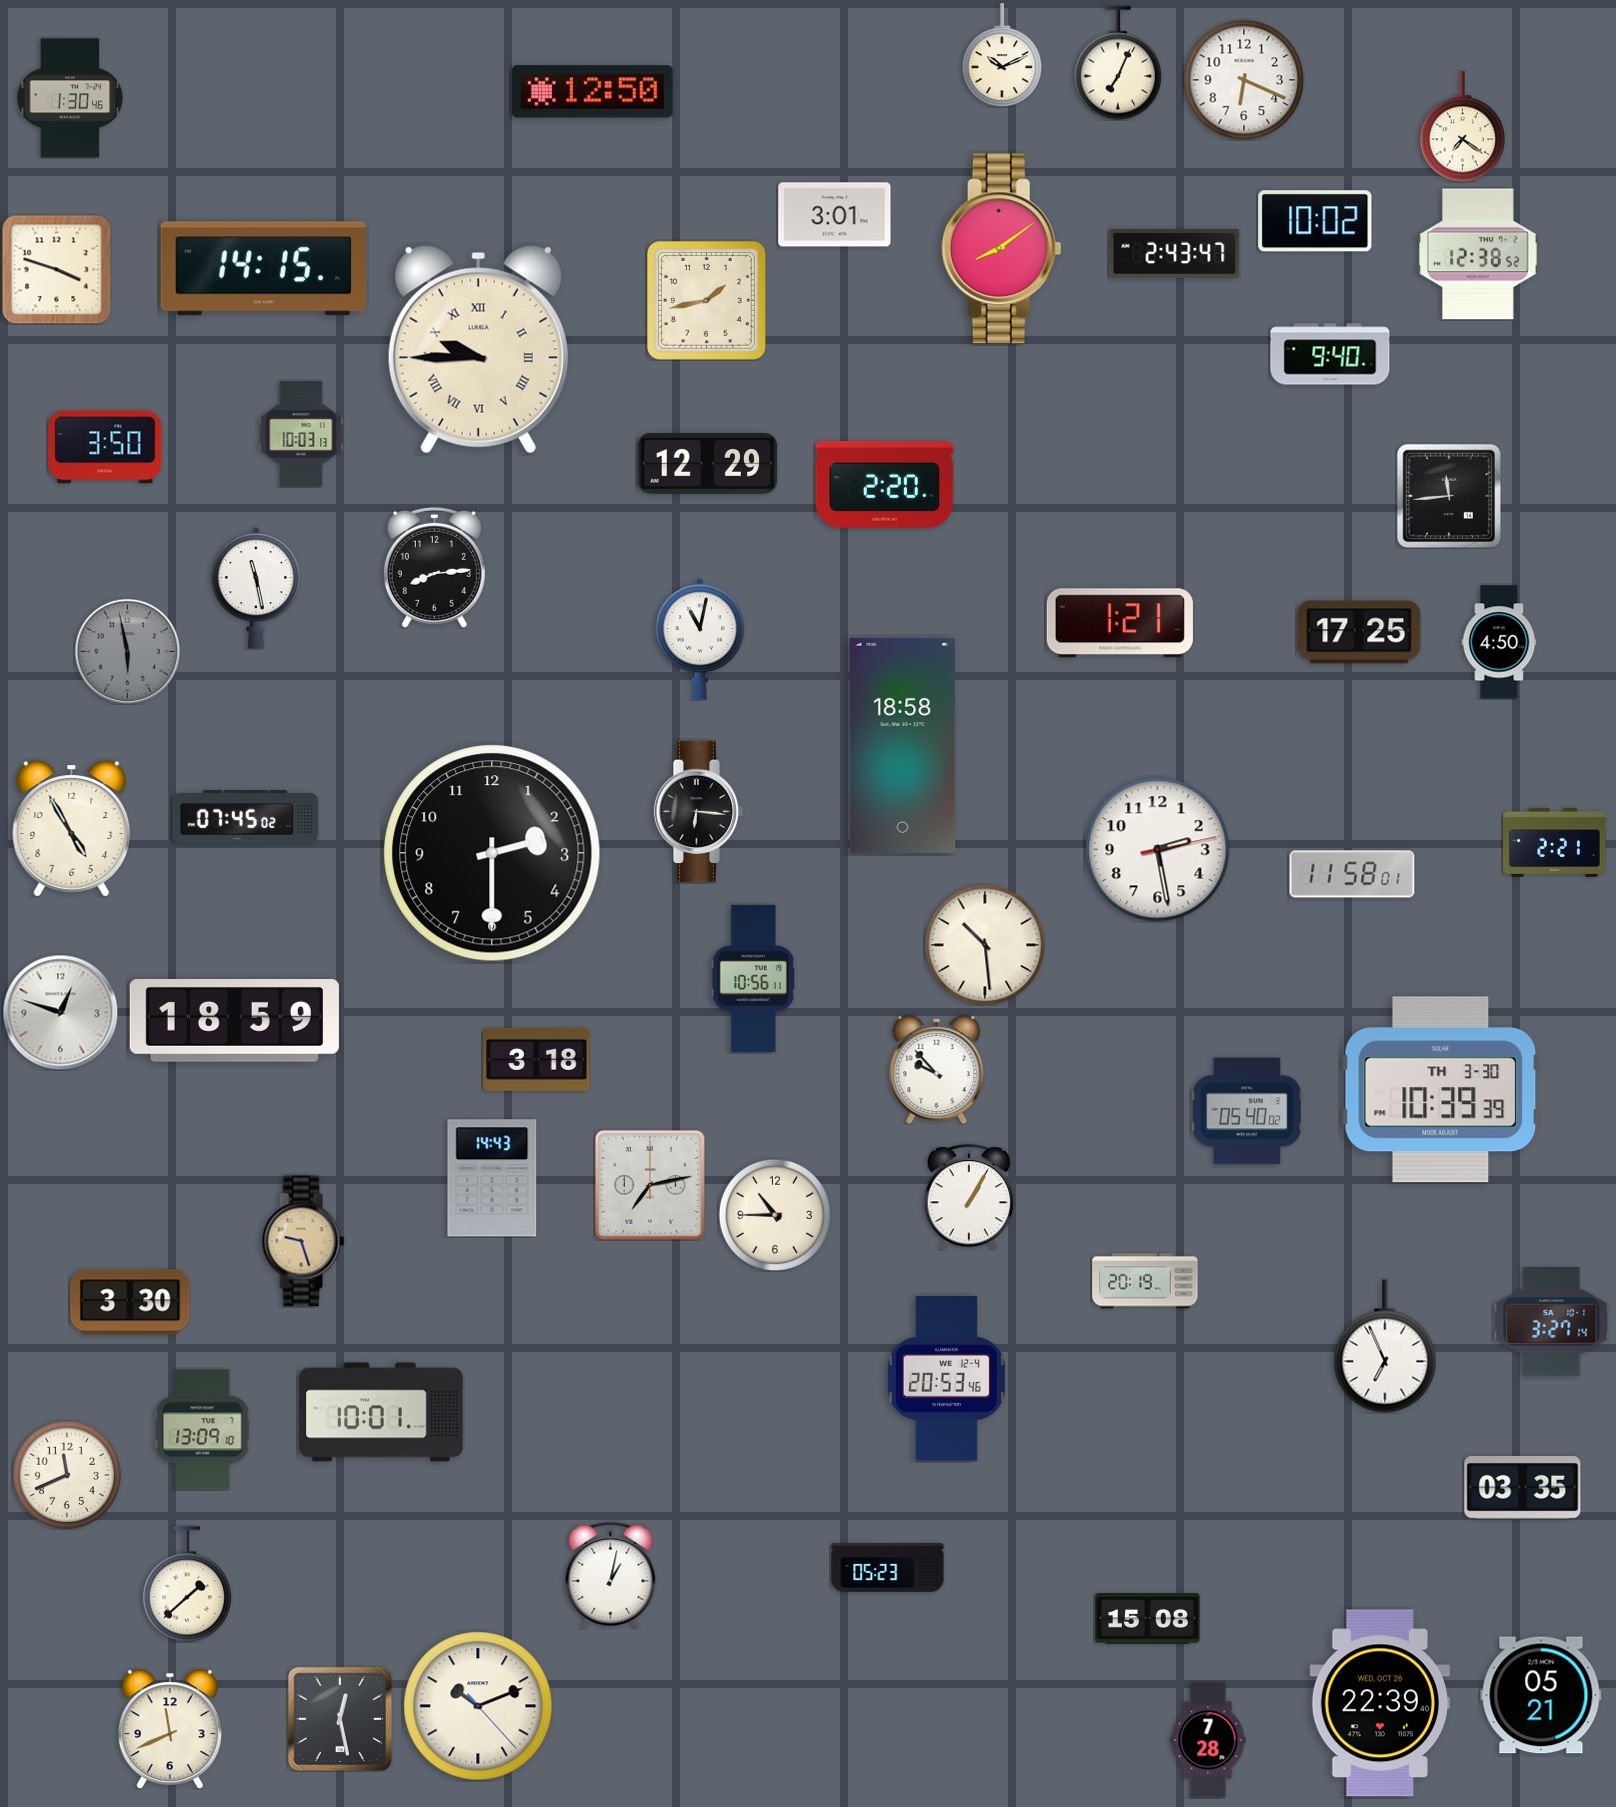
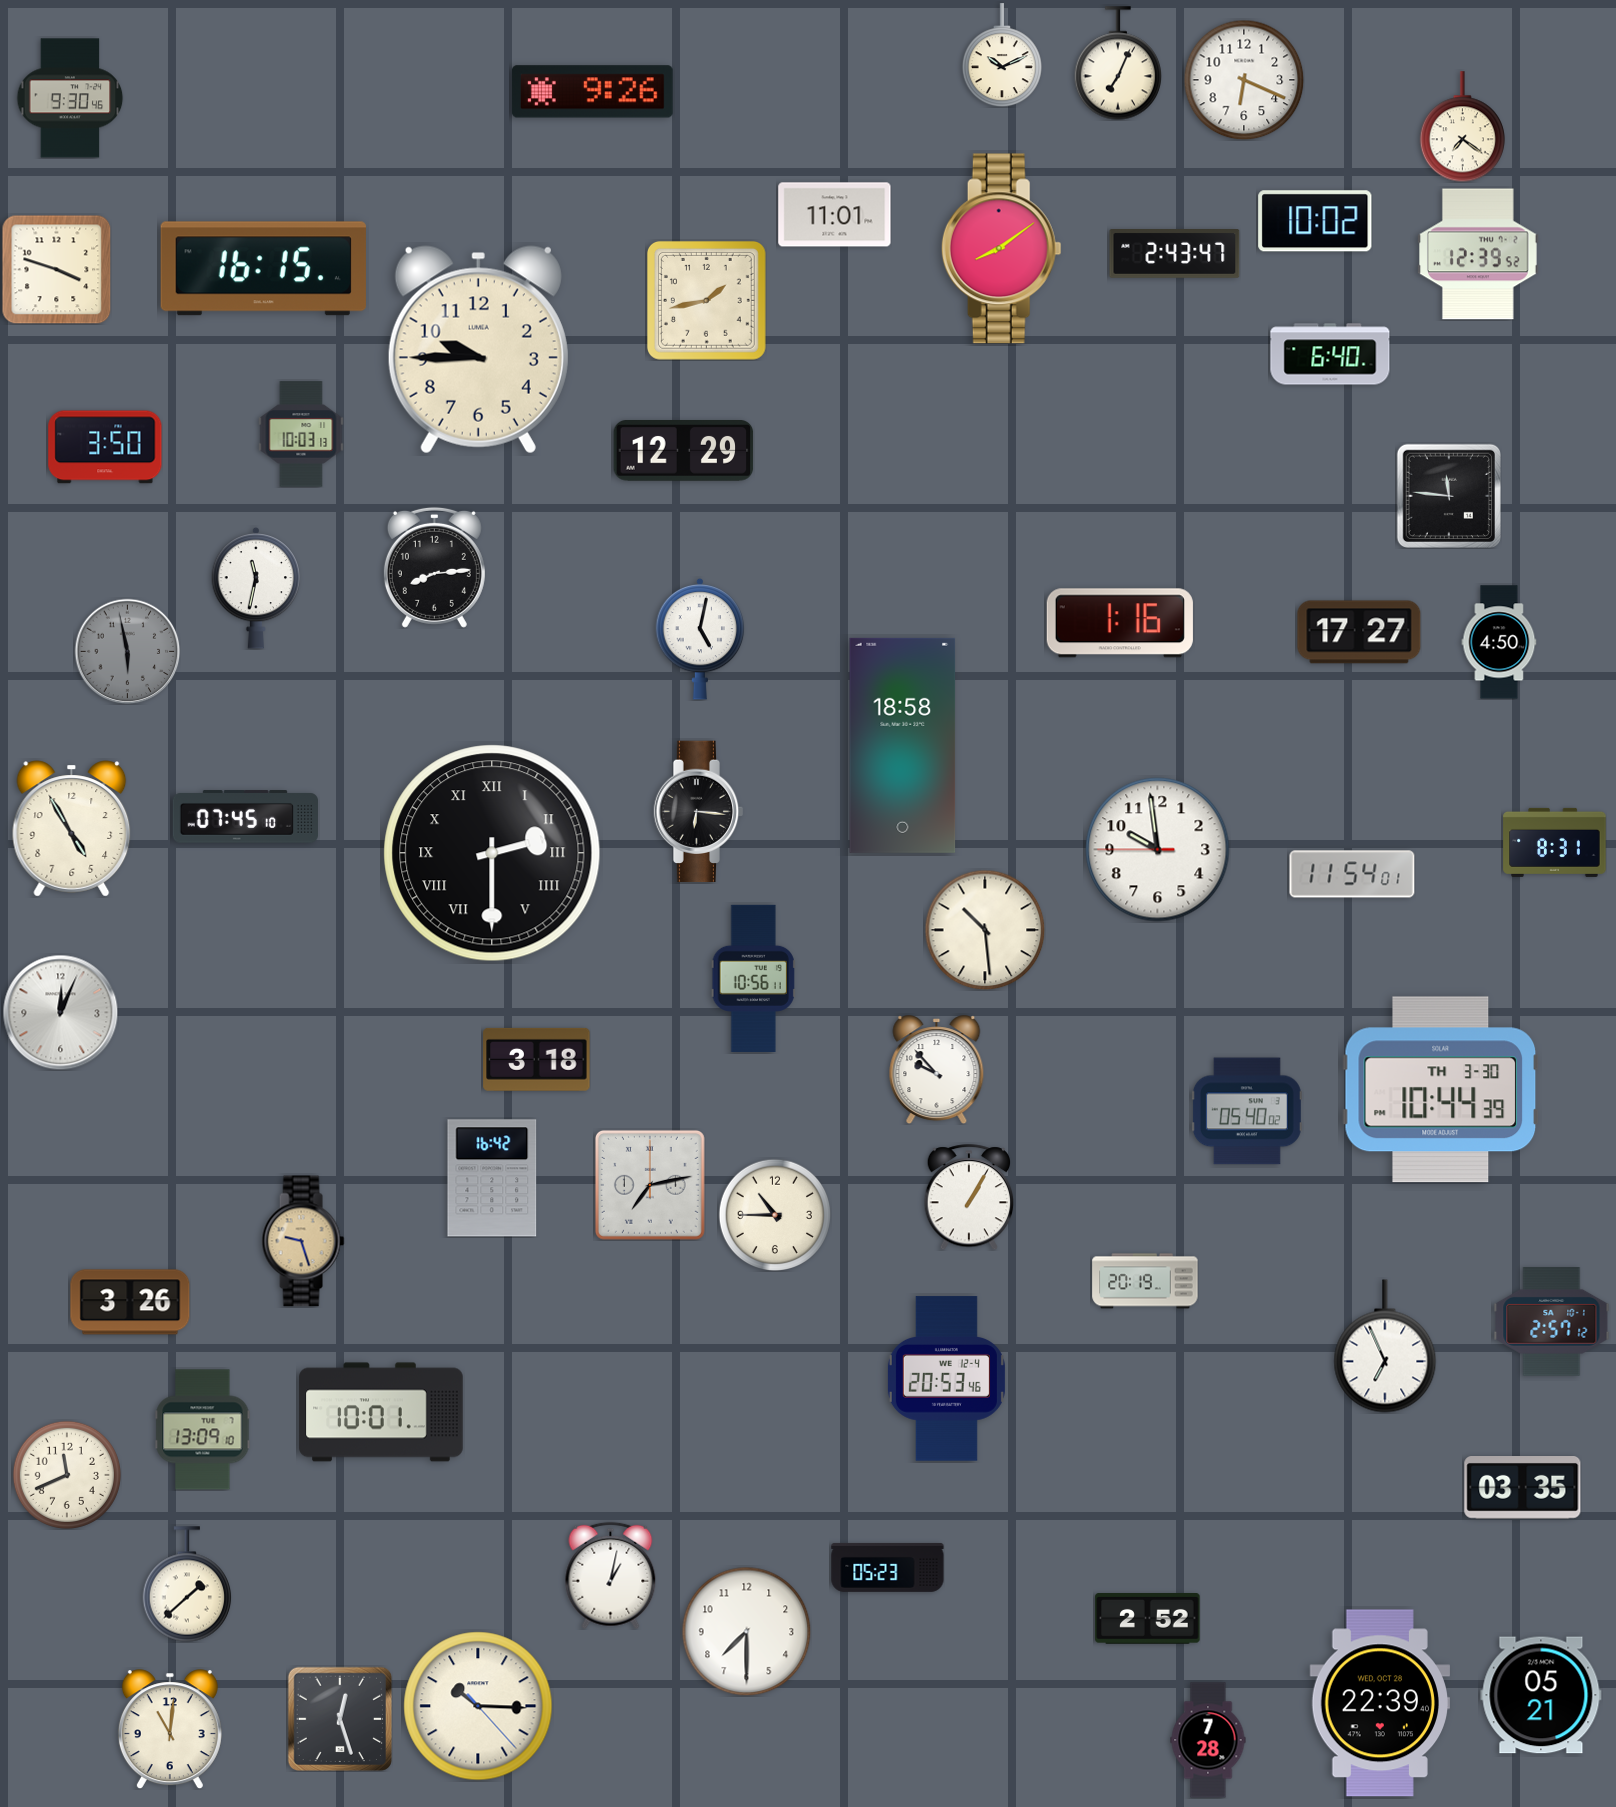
clock at (592, 92): 12:50 -> 9:26
clock at (70, 98): 1:30 -> 9:30
clock at (835, 215): 3:01 -> 11:01
clock at (1479, 254): 12:38 -> 12:39
clock at (263, 269): 14:15 -> 16:15
clock at (478, 350) numerals: Roman -> Arabic
clock at (1330, 354): 9:40 -> 6:40
clock at (708, 464) position: (708, 464) -> (684, 451)
clock at (885, 484): 2:20 -> none
clock at (1448, 495): 11:44 -> 11:46
clock at (256, 588): 11:28 -> 11:32
clock at (1120, 623): 1:21 -> 1:16
clock at (1359, 632): 17:25 -> 17:27
clock at (700, 639): 11:02 -> 5:02
clock at (245, 817): 07:45:02 -> 07:45:10
clock at (1555, 842): 2:21 -> 8:31
clock at (1158, 850): 2:28 -> 9:58
clock at (492, 853) numerals: Arabic -> Roman
clock at (1352, 874): 11:58 -> 11:54
clock at (985, 945) position: (985, 945) -> (985, 930)
clock at (60, 1012): 12:48 -> 12:04
clock at (234, 1021): 18:59 -> none
clock at (1440, 1090): 10:39 -> 10:44
clock at (492, 1178): 14:43 -> 16:42
clock at (130, 1302): 3:30 -> 3:26
clock at (1552, 1322): 3:27 -> 2:57
clock at (1148, 1619): 15:08 -> 2:52
clock at (746, 1631): none -> 7:30
clock at (478, 1706): 10:11 -> 10:15
clock at (339, 1718): 12:28 -> 12:27
clock at (170, 1729): 11:41 -> 11:01
